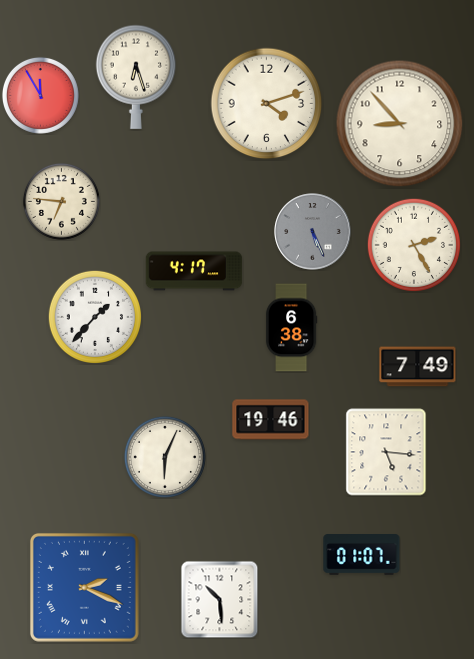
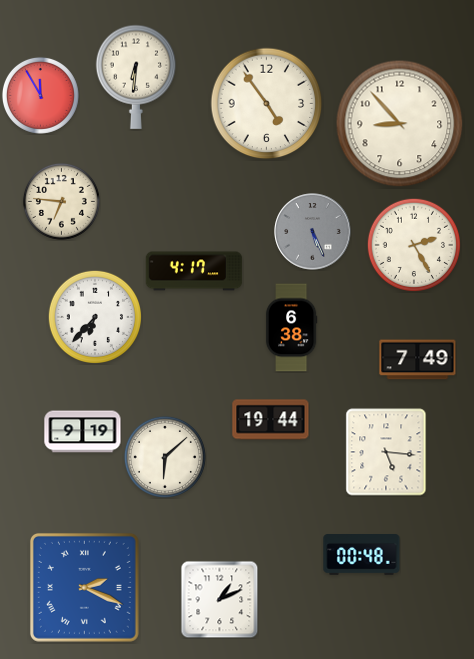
clock at (136, 77): 6:27 -> 6:31
clock at (267, 104): 4:12 -> 4:54
clock at (94, 316): 1:37 -> 6:37
clock at (418, 367) position: (418, 367) -> (418, 360)
clock at (271, 420): 19:46 -> 19:44
clock at (83, 432): none -> 9:19
clock at (165, 457): 6:04 -> 6:08
clock at (362, 555): 01:07 -> 00:48
clock at (219, 599): 10:29 -> 1:11
